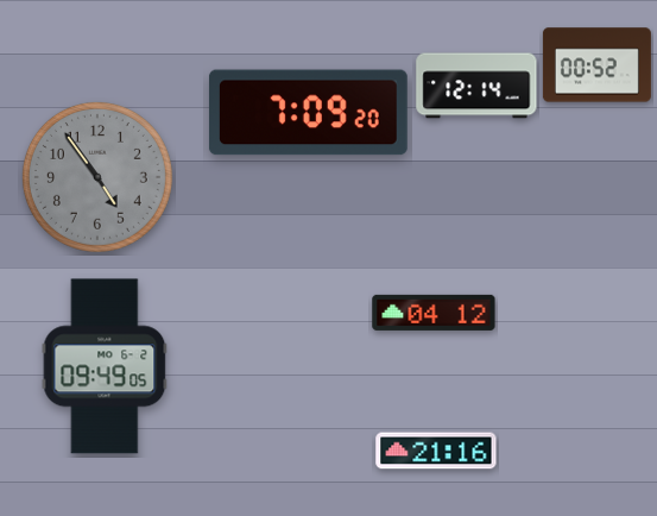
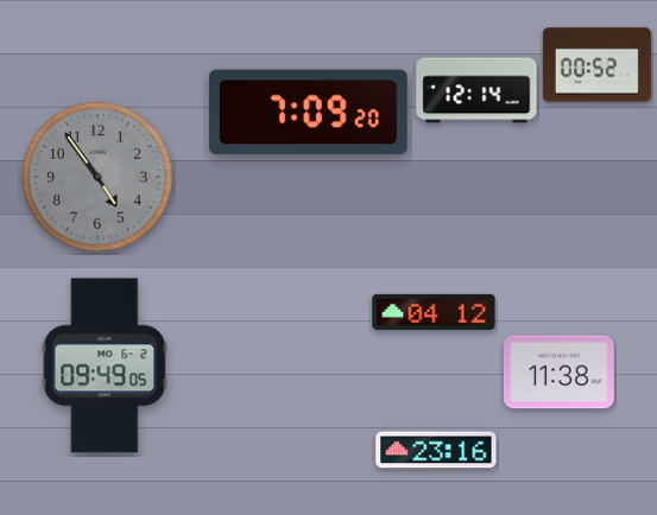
clock at (476, 86) position: (476, 86) -> (476, 90)
clock at (558, 373): none -> 11:38
clock at (436, 451): 21:16 -> 23:16
